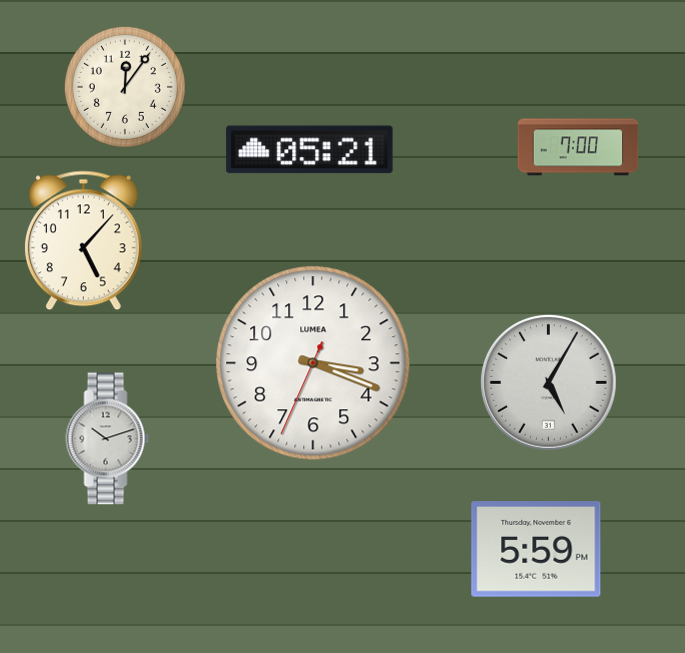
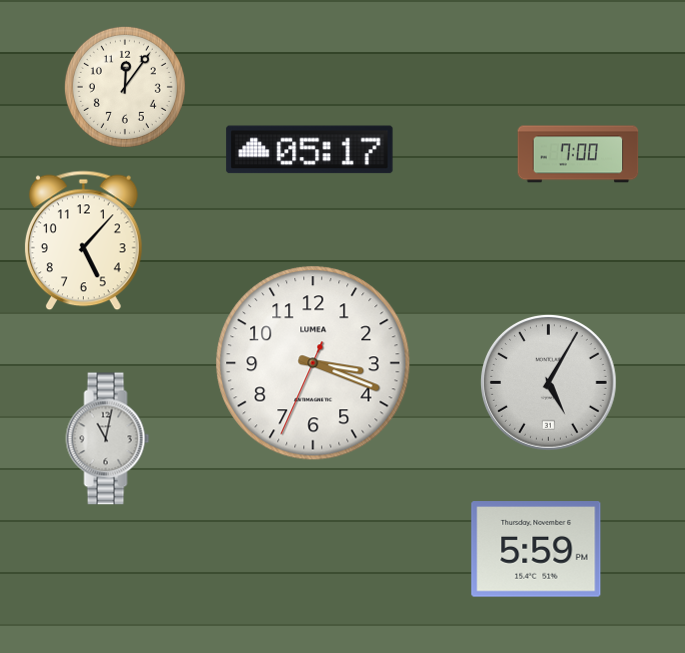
clock at (578, 147) position: (578, 147) -> (578, 154)
clock at (310, 150): 05:21 -> 05:17
clock at (108, 439): 10:12 -> 11:02
